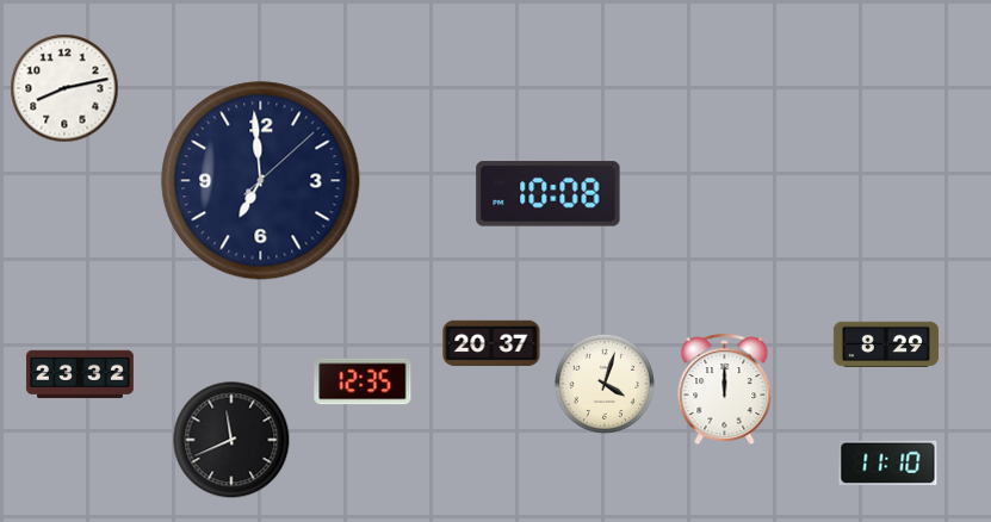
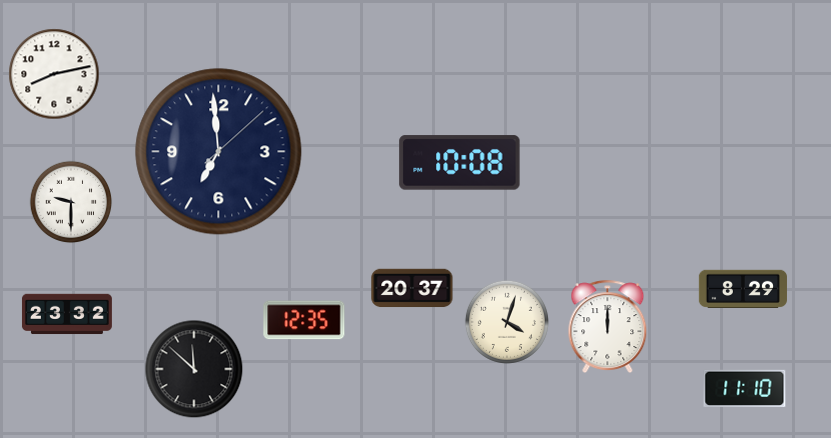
clock at (71, 202): none -> 9:30
clock at (231, 440): 11:41 -> 11:52
